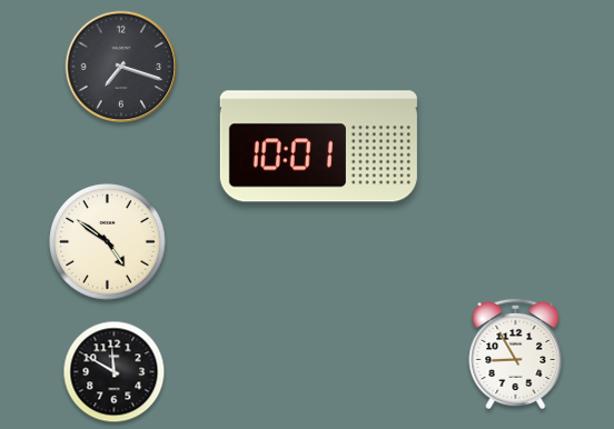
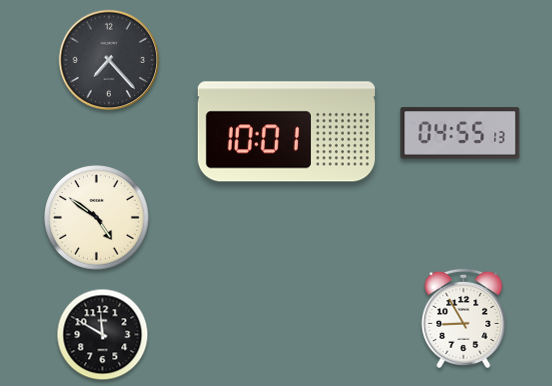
clock at (121, 67): 7:18 -> 7:23
clock at (460, 133): none -> 04:55
